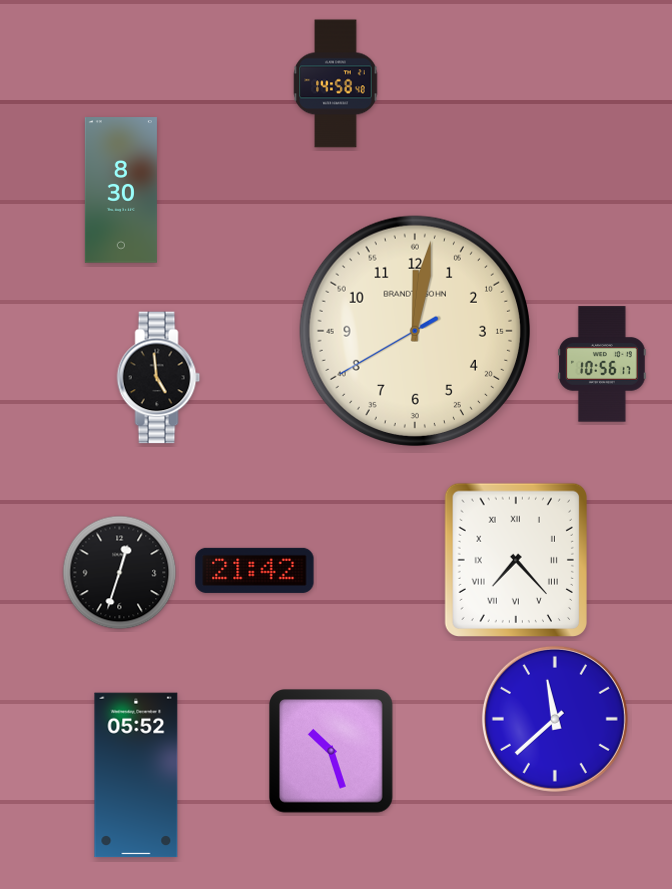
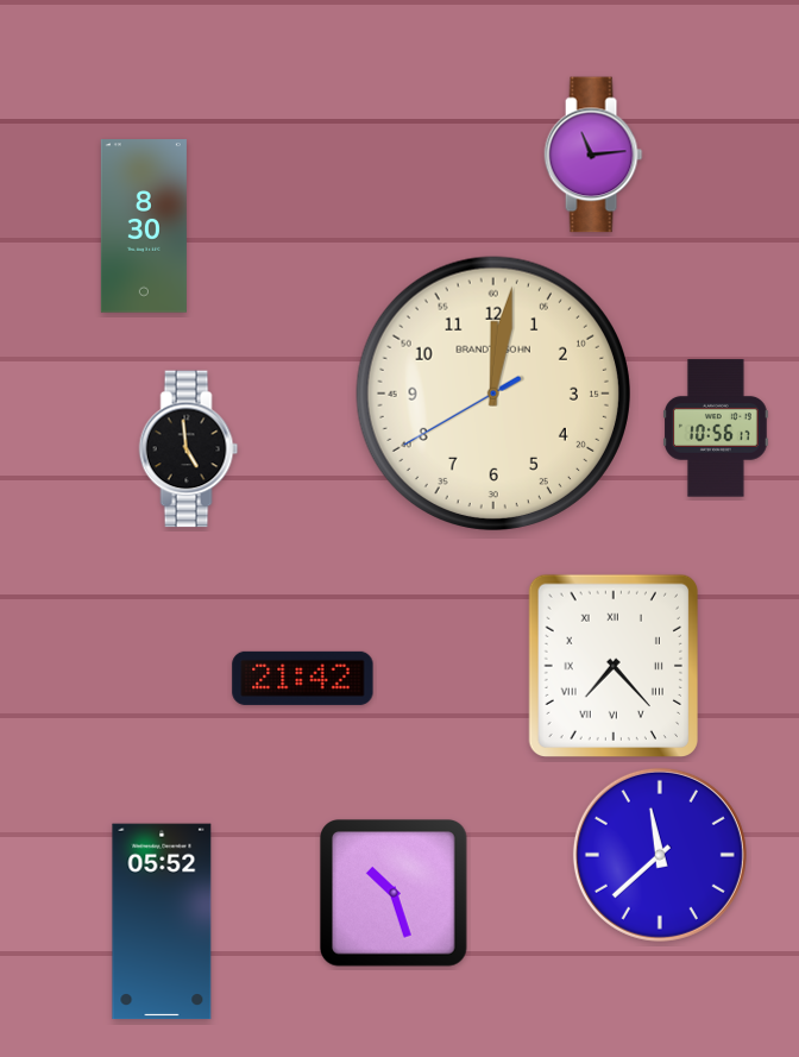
clock at (336, 84): 14:58 -> none
clock at (593, 155): none -> 11:14
clock at (603, 364) position: (603, 364) -> (717, 428)
clock at (120, 573): 12:33 -> none
